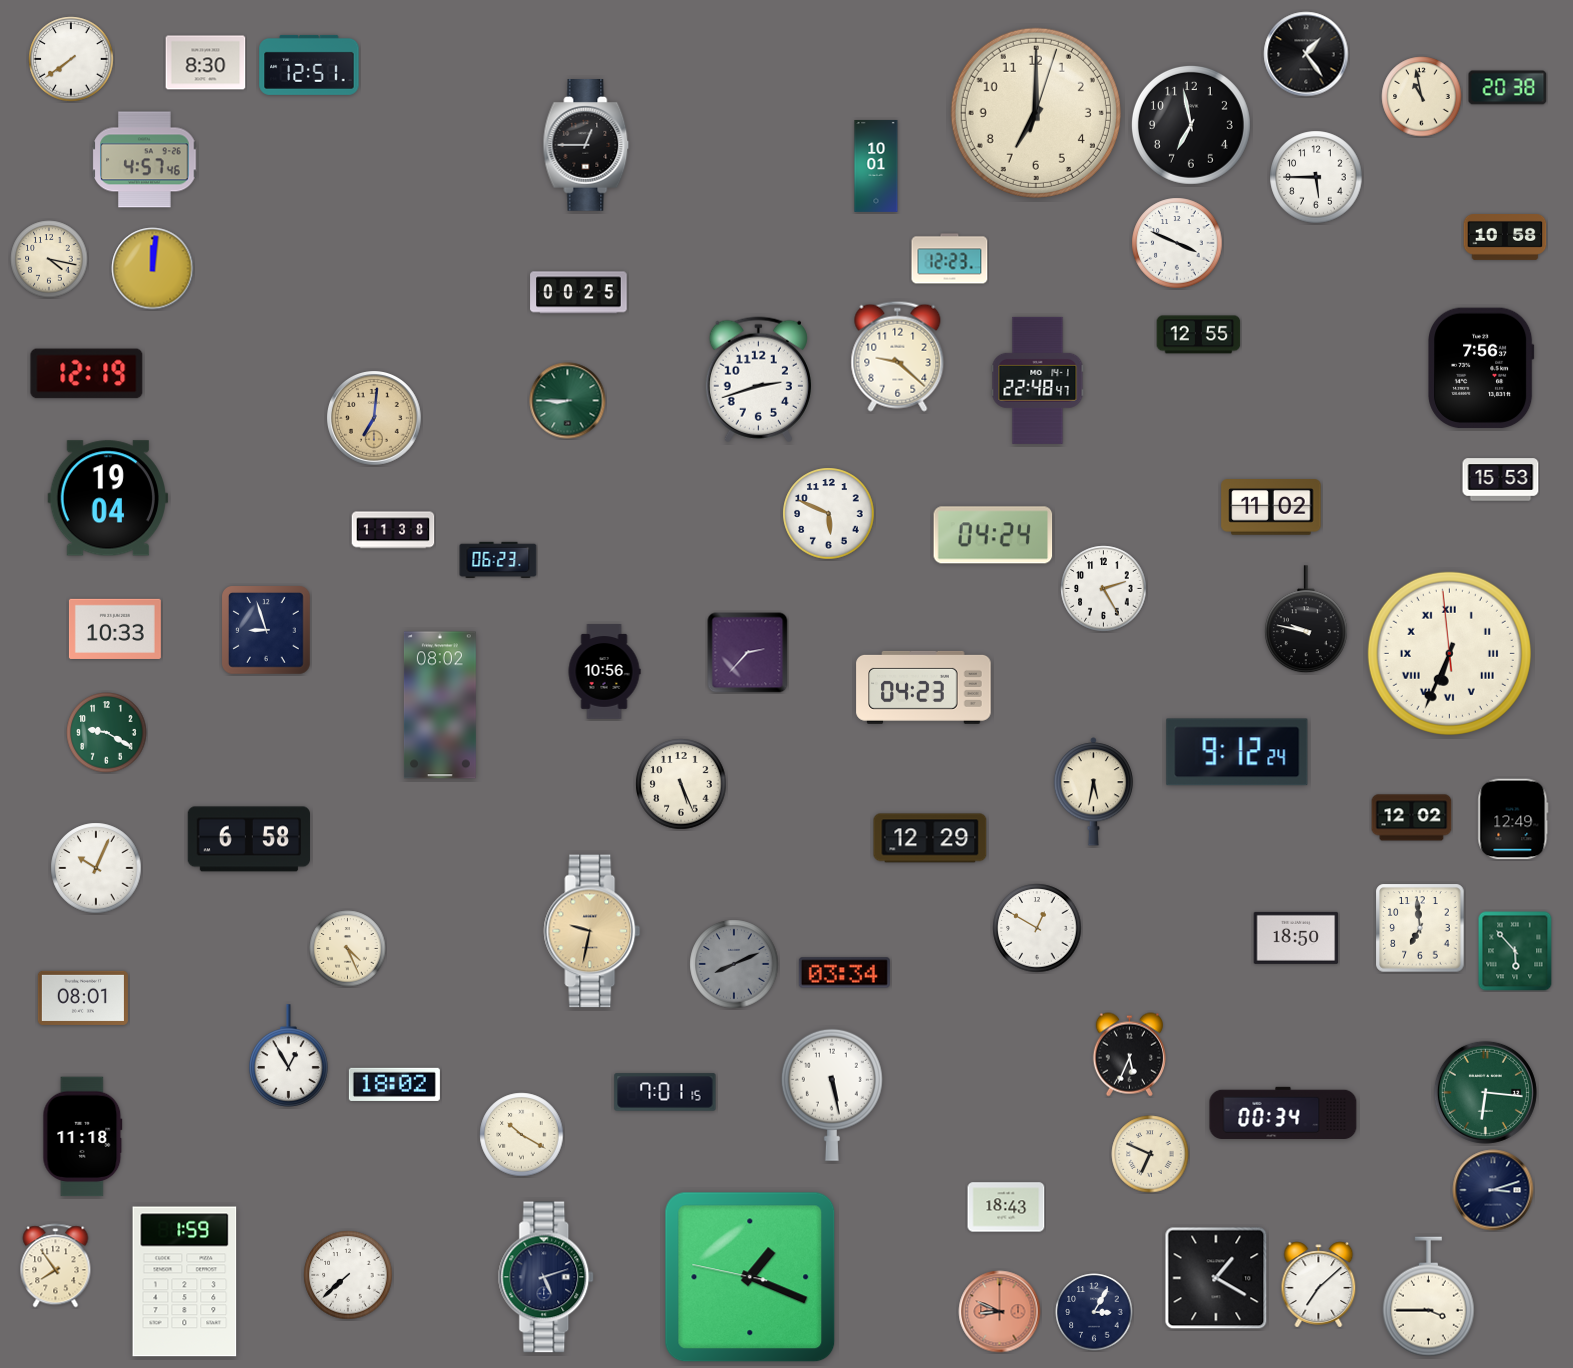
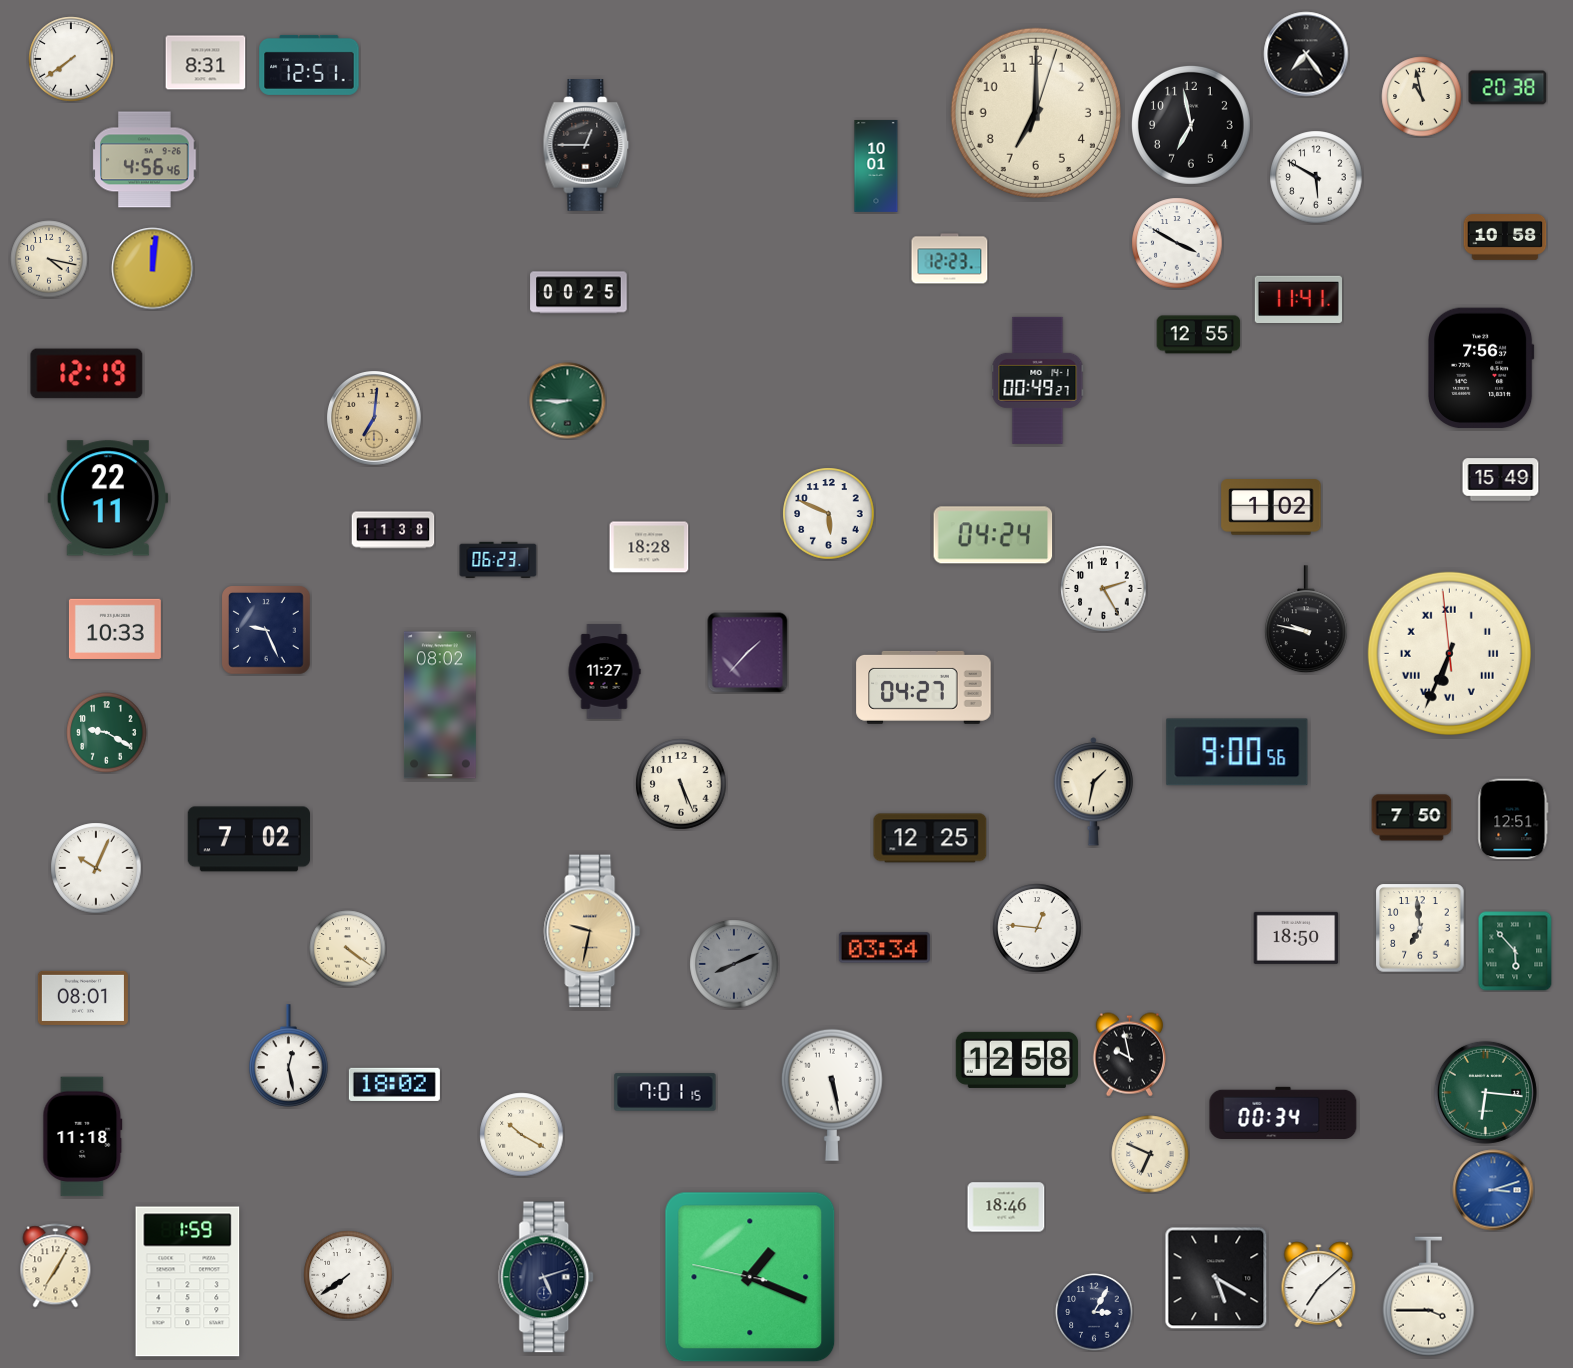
clock at (1306, 54): 1:24 -> 7:24
clock at (206, 63): 8:30 -> 8:31
clock at (145, 160): 4:57 -> 4:56
clock at (1316, 177): 5:45 -> 5:50
clock at (1177, 243): 3:49 -> 3:50
clock at (1298, 299): none -> 11:41
clock at (898, 356): 9:22 -> none
clock at (758, 380): 2:42 -> none
clock at (1038, 380): 22:48 -> 00:49
clock at (1501, 480): 15:53 -> 15:49
clock at (108, 498): 19:04 -> 22:11
clock at (1271, 507): 11:02 -> 1:02
clock at (649, 547): none -> 18:28
clock at (267, 631): 8:57 -> 9:26
clock at (748, 653): 2:37 -> 1:37
clock at (604, 672): 10:56 -> 11:27
clock at (924, 687): 04:23 -> 04:27
clock at (1237, 752): 9:12 -> 9:00
clock at (1093, 792): 5:32 -> 1:32
clock at (1412, 818): 12:02 -> 7:50
clock at (1513, 819): 12:49 -> 12:51
clock at (930, 838): 12:29 -> 12:25
clock at (248, 839): 6:58 -> 7:02
clock at (1037, 928): 12:50 -> 12:46
clock at (348, 949): 4:26 -> 4:21
clock at (844, 973) position: (844, 973) -> (884, 948)
clock at (1129, 1055): 5:34 -> 9:58
clock at (289, 1056): 12:55 -> 12:28
clock at (1017, 1060): none -> 12:58
clock at (1493, 1190) dial: navy -> blue
clock at (1006, 1207): 18:43 -> 18:46
clock at (56, 1266): 7:54 -> 7:05
clock at (348, 1275): 7:38 -> 7:39
clock at (1216, 1278): 1:20 -> 5:20
clock at (185, 1282) position: (185, 1282) -> (188, 1282)
clock at (1000, 1312): 8:49 -> none
